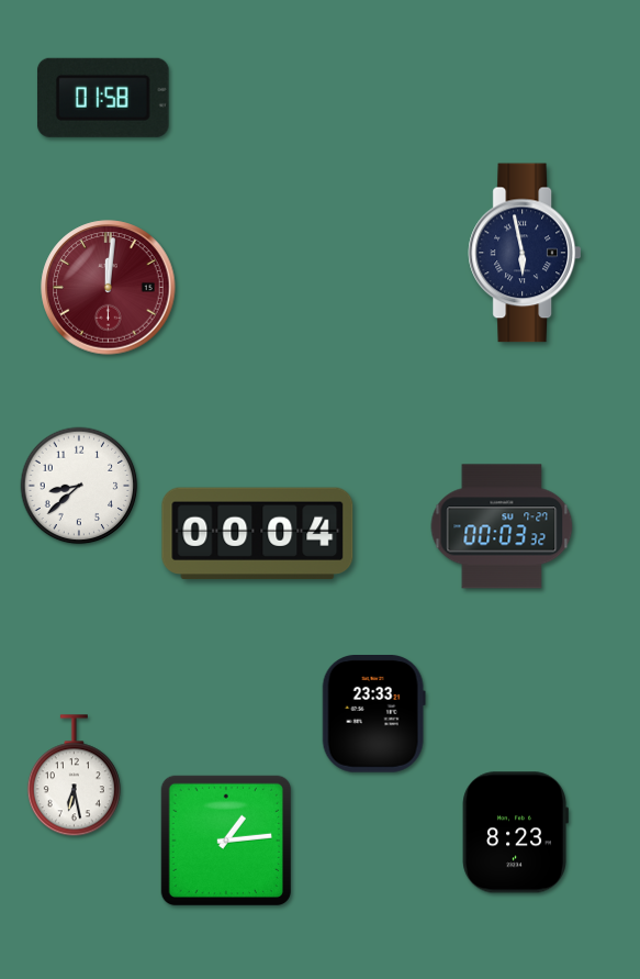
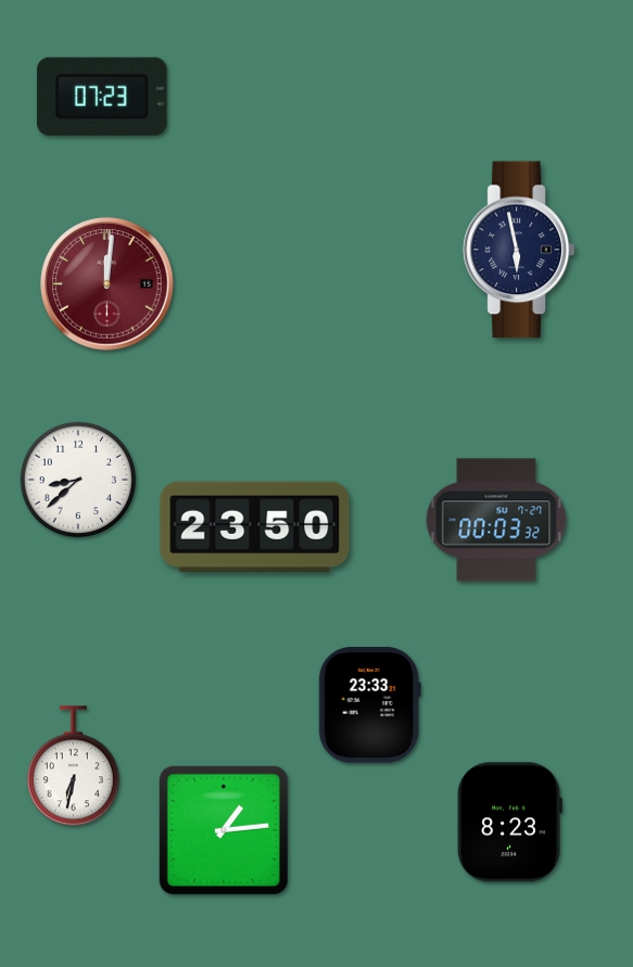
clock at (103, 98): 01:58 -> 07:23
clock at (258, 534): 00:04 -> 23:50
clock at (74, 776): 6:28 -> 6:32
